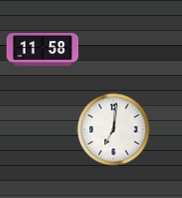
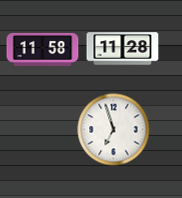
clock at (123, 49): none -> 11:28
clock at (114, 130): 7:01 -> 6:57
